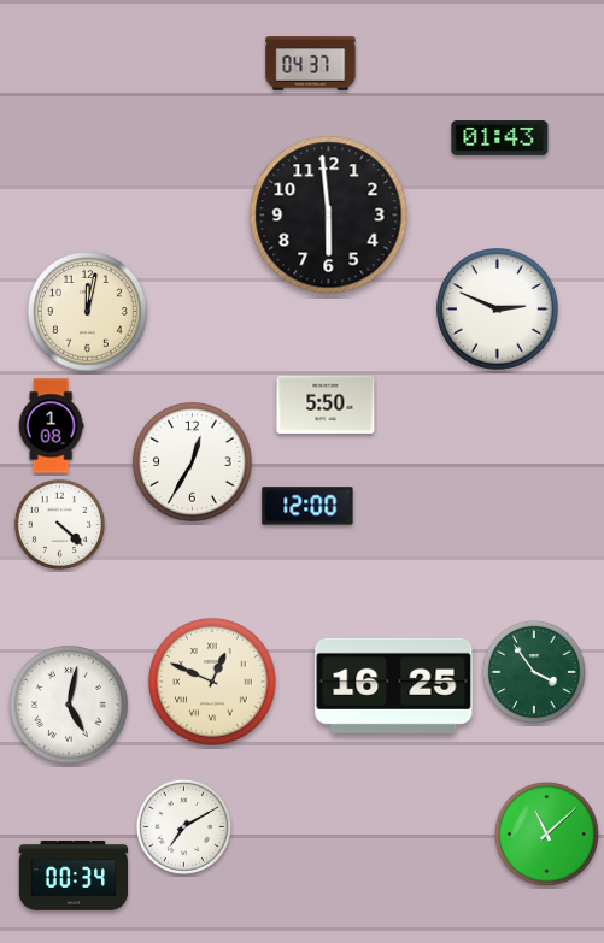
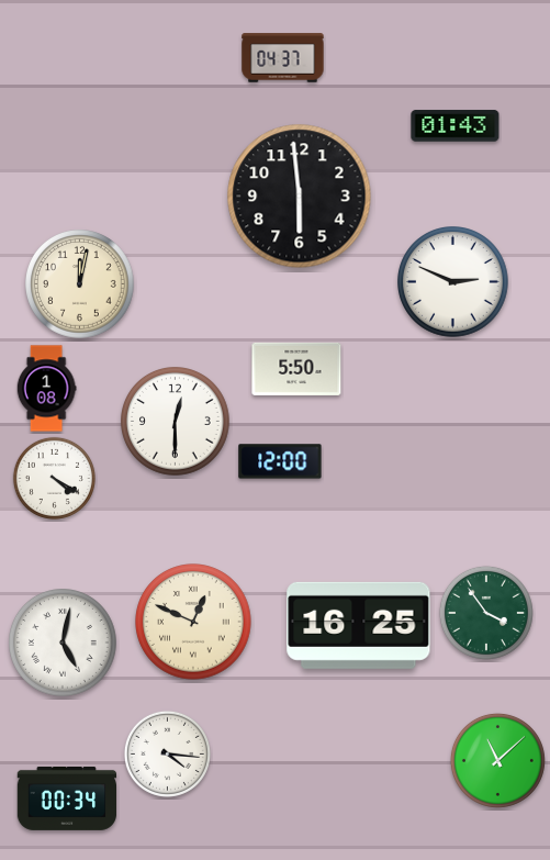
clock at (193, 462): 12:35 -> 12:30
clock at (59, 524): 4:22 -> 4:20
clock at (183, 826): 7:10 -> 4:16
